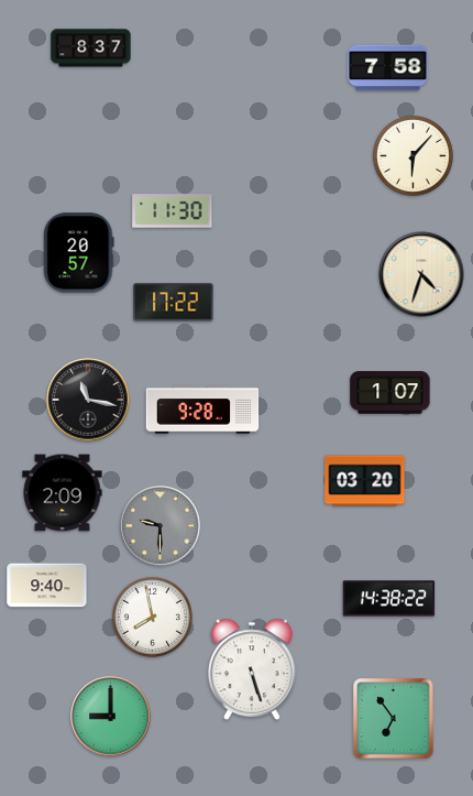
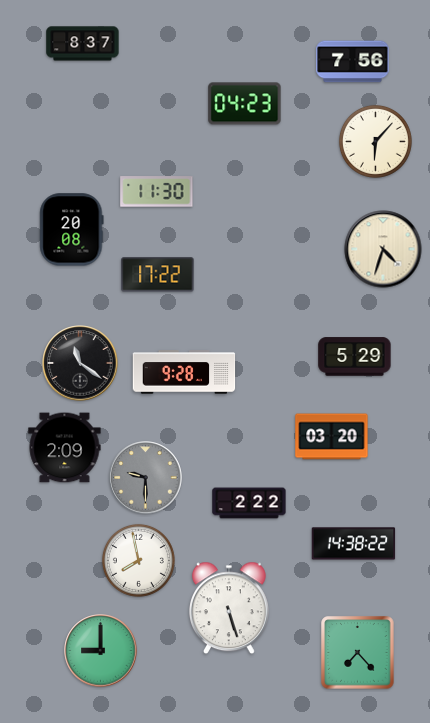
clock at (388, 68): 7:58 -> 7:56
clock at (245, 104): none -> 04:23
clock at (79, 253): 20:57 -> 20:08
clock at (391, 393): 1:07 -> 5:29
clock at (88, 400): 11:17 -> 11:21
clock at (63, 493) position: (63, 493) -> (65, 448)
clock at (249, 503): none -> 2:22
clock at (47, 586): 9:40 -> none
clock at (394, 719): 6:54 -> 7:23
